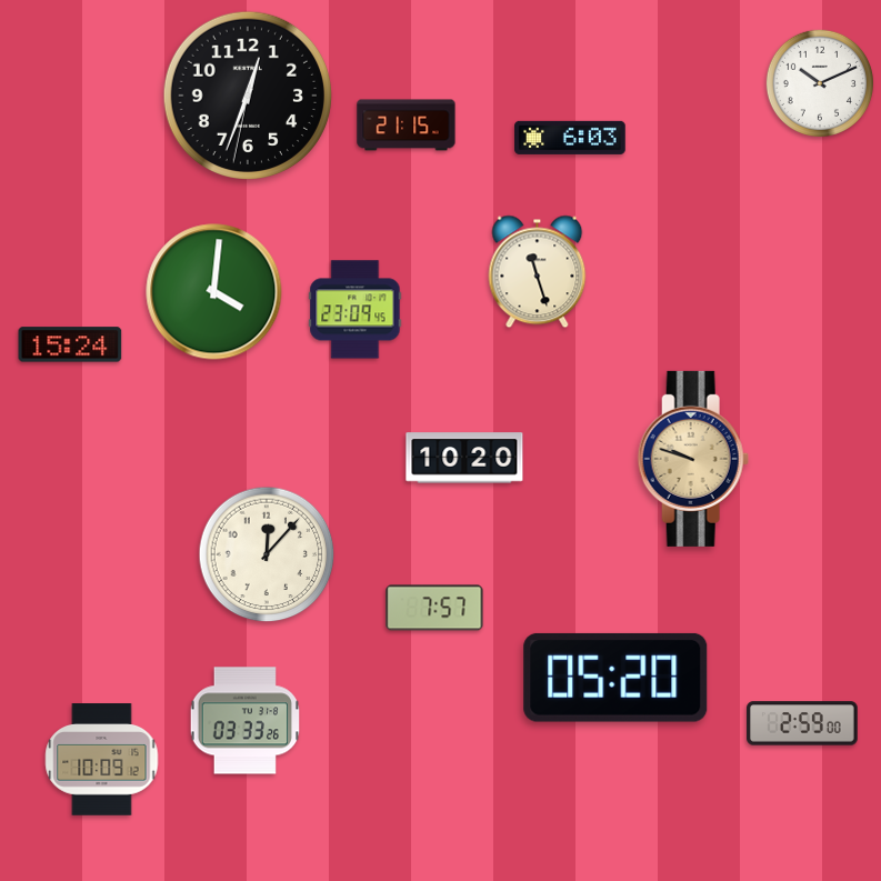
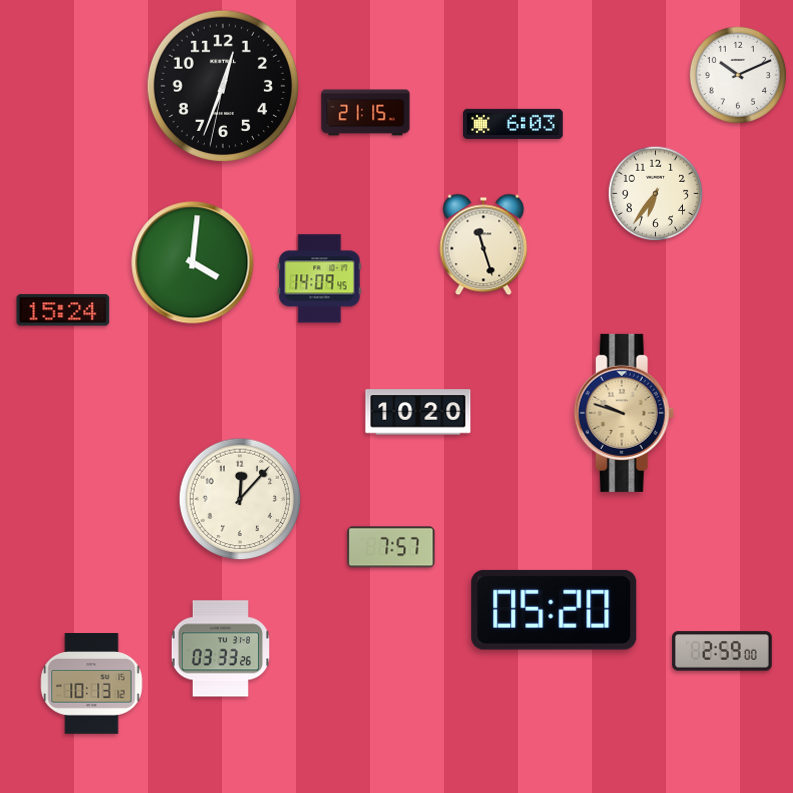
clock at (656, 194): none -> 6:36
clock at (356, 310): 23:09 -> 14:09
clock at (102, 760): 10:09 -> 10:13
